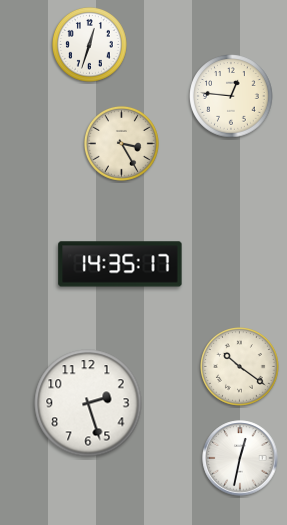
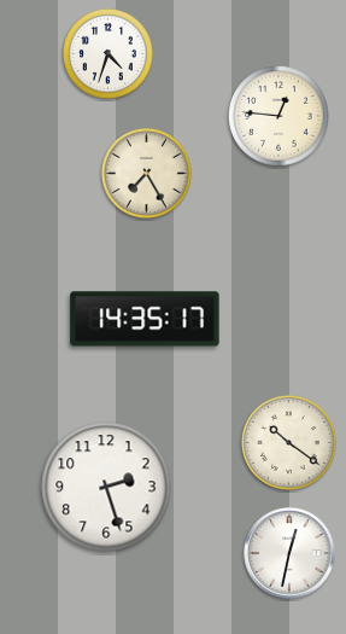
clock at (89, 44): 12:33 -> 4:33
clock at (121, 143): 3:25 -> 7:25
